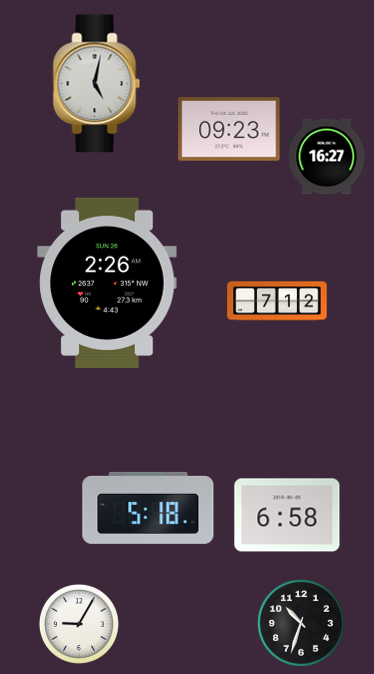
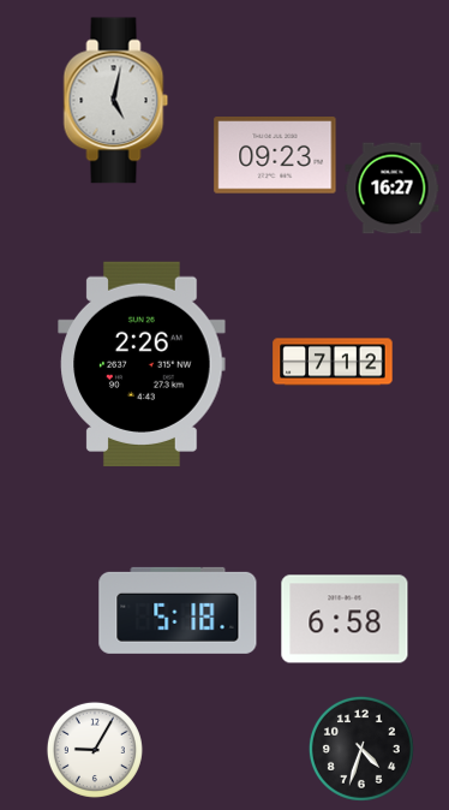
clock at (107, 283) position: (107, 283) -> (142, 364)
clock at (301, 623): 10:33 -> 4:33
